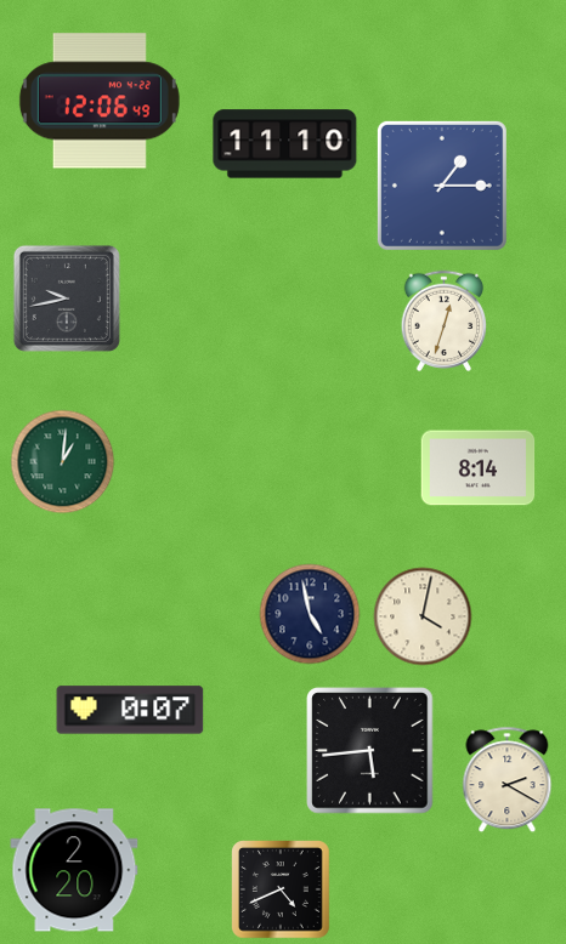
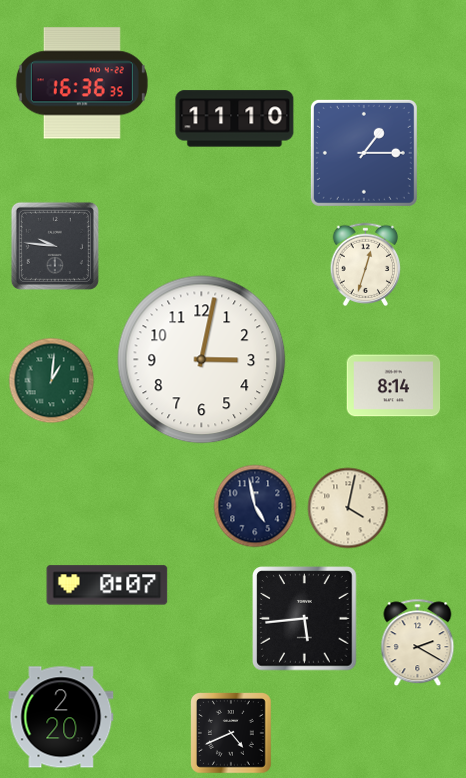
clock at (100, 101): 12:06 -> 16:36
clock at (67, 298): 9:43 -> 9:46
clock at (202, 360): none -> 3:02
